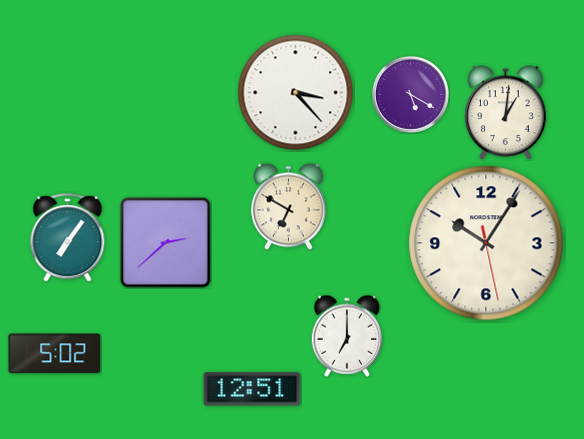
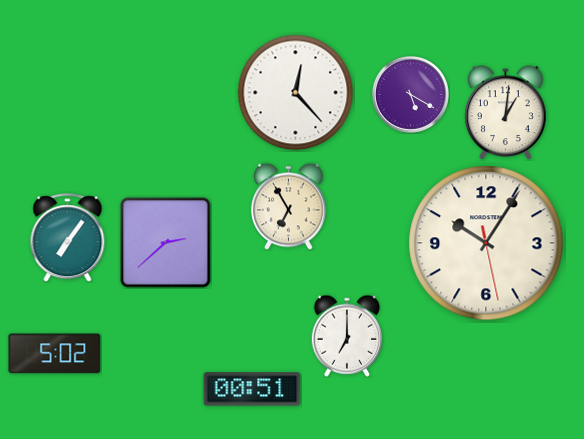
clock at (296, 93): 3:23 -> 12:23
clock at (289, 206): 6:50 -> 6:55
clock at (252, 389): 12:51 -> 00:51
